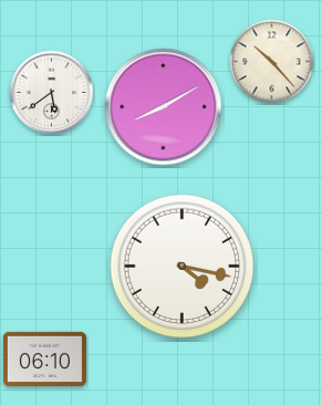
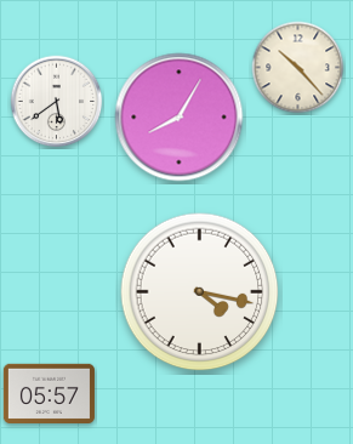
clock at (164, 107): 8:10 -> 8:05
clock at (44, 359): 06:10 -> 05:57
